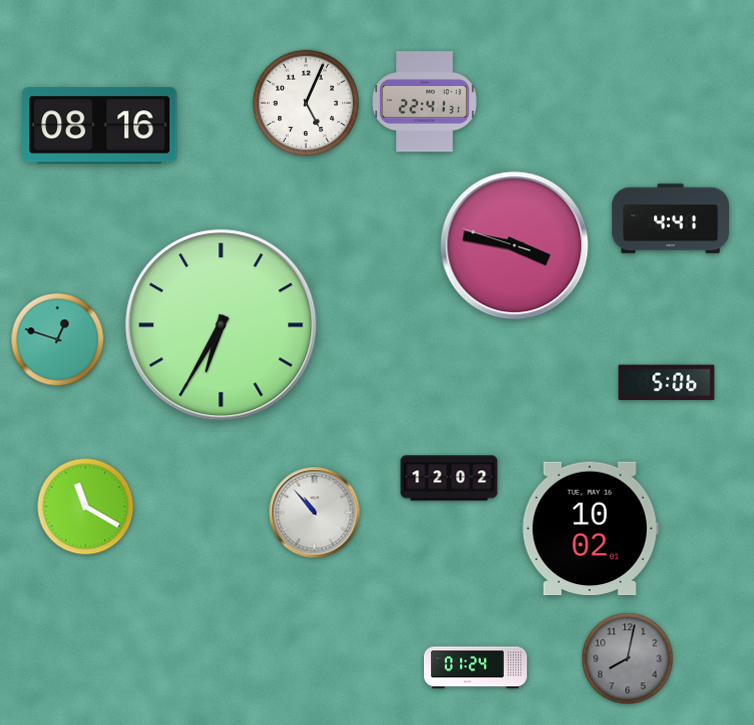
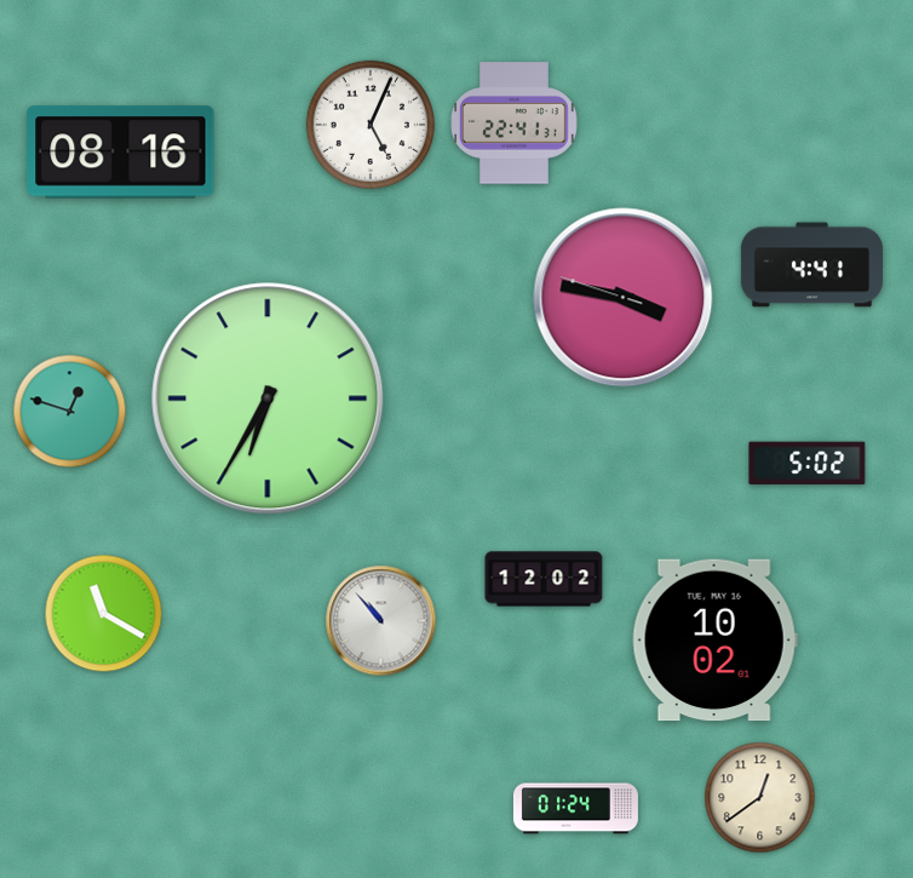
clock at (221, 325) position: (221, 325) -> (268, 398)
clock at (667, 382): 5:06 -> 5:02
clock at (628, 659): 8:02 -> 12:39
clock at (628, 659) dial: grey -> cream
